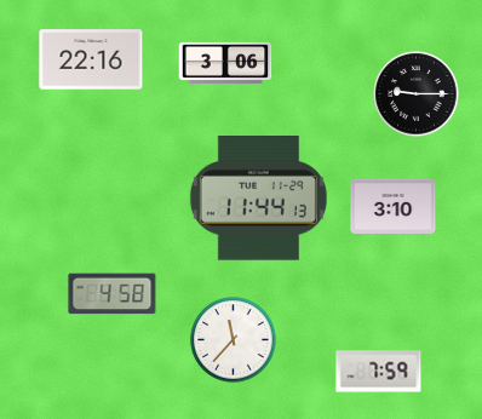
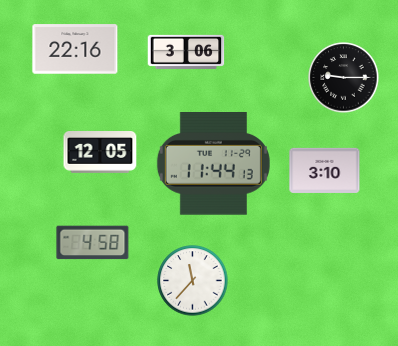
clock at (100, 153): none -> 12:05
clock at (379, 372): 7:59 -> none
